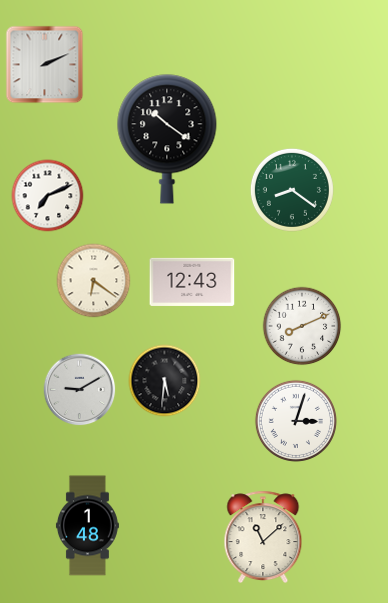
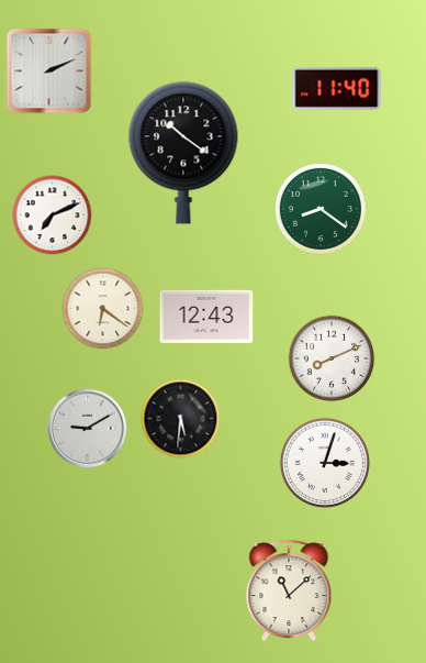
clock at (337, 88): none -> 11:40
clock at (192, 282) position: (192, 282) -> (206, 317)
clock at (87, 526): 1:48 -> none
